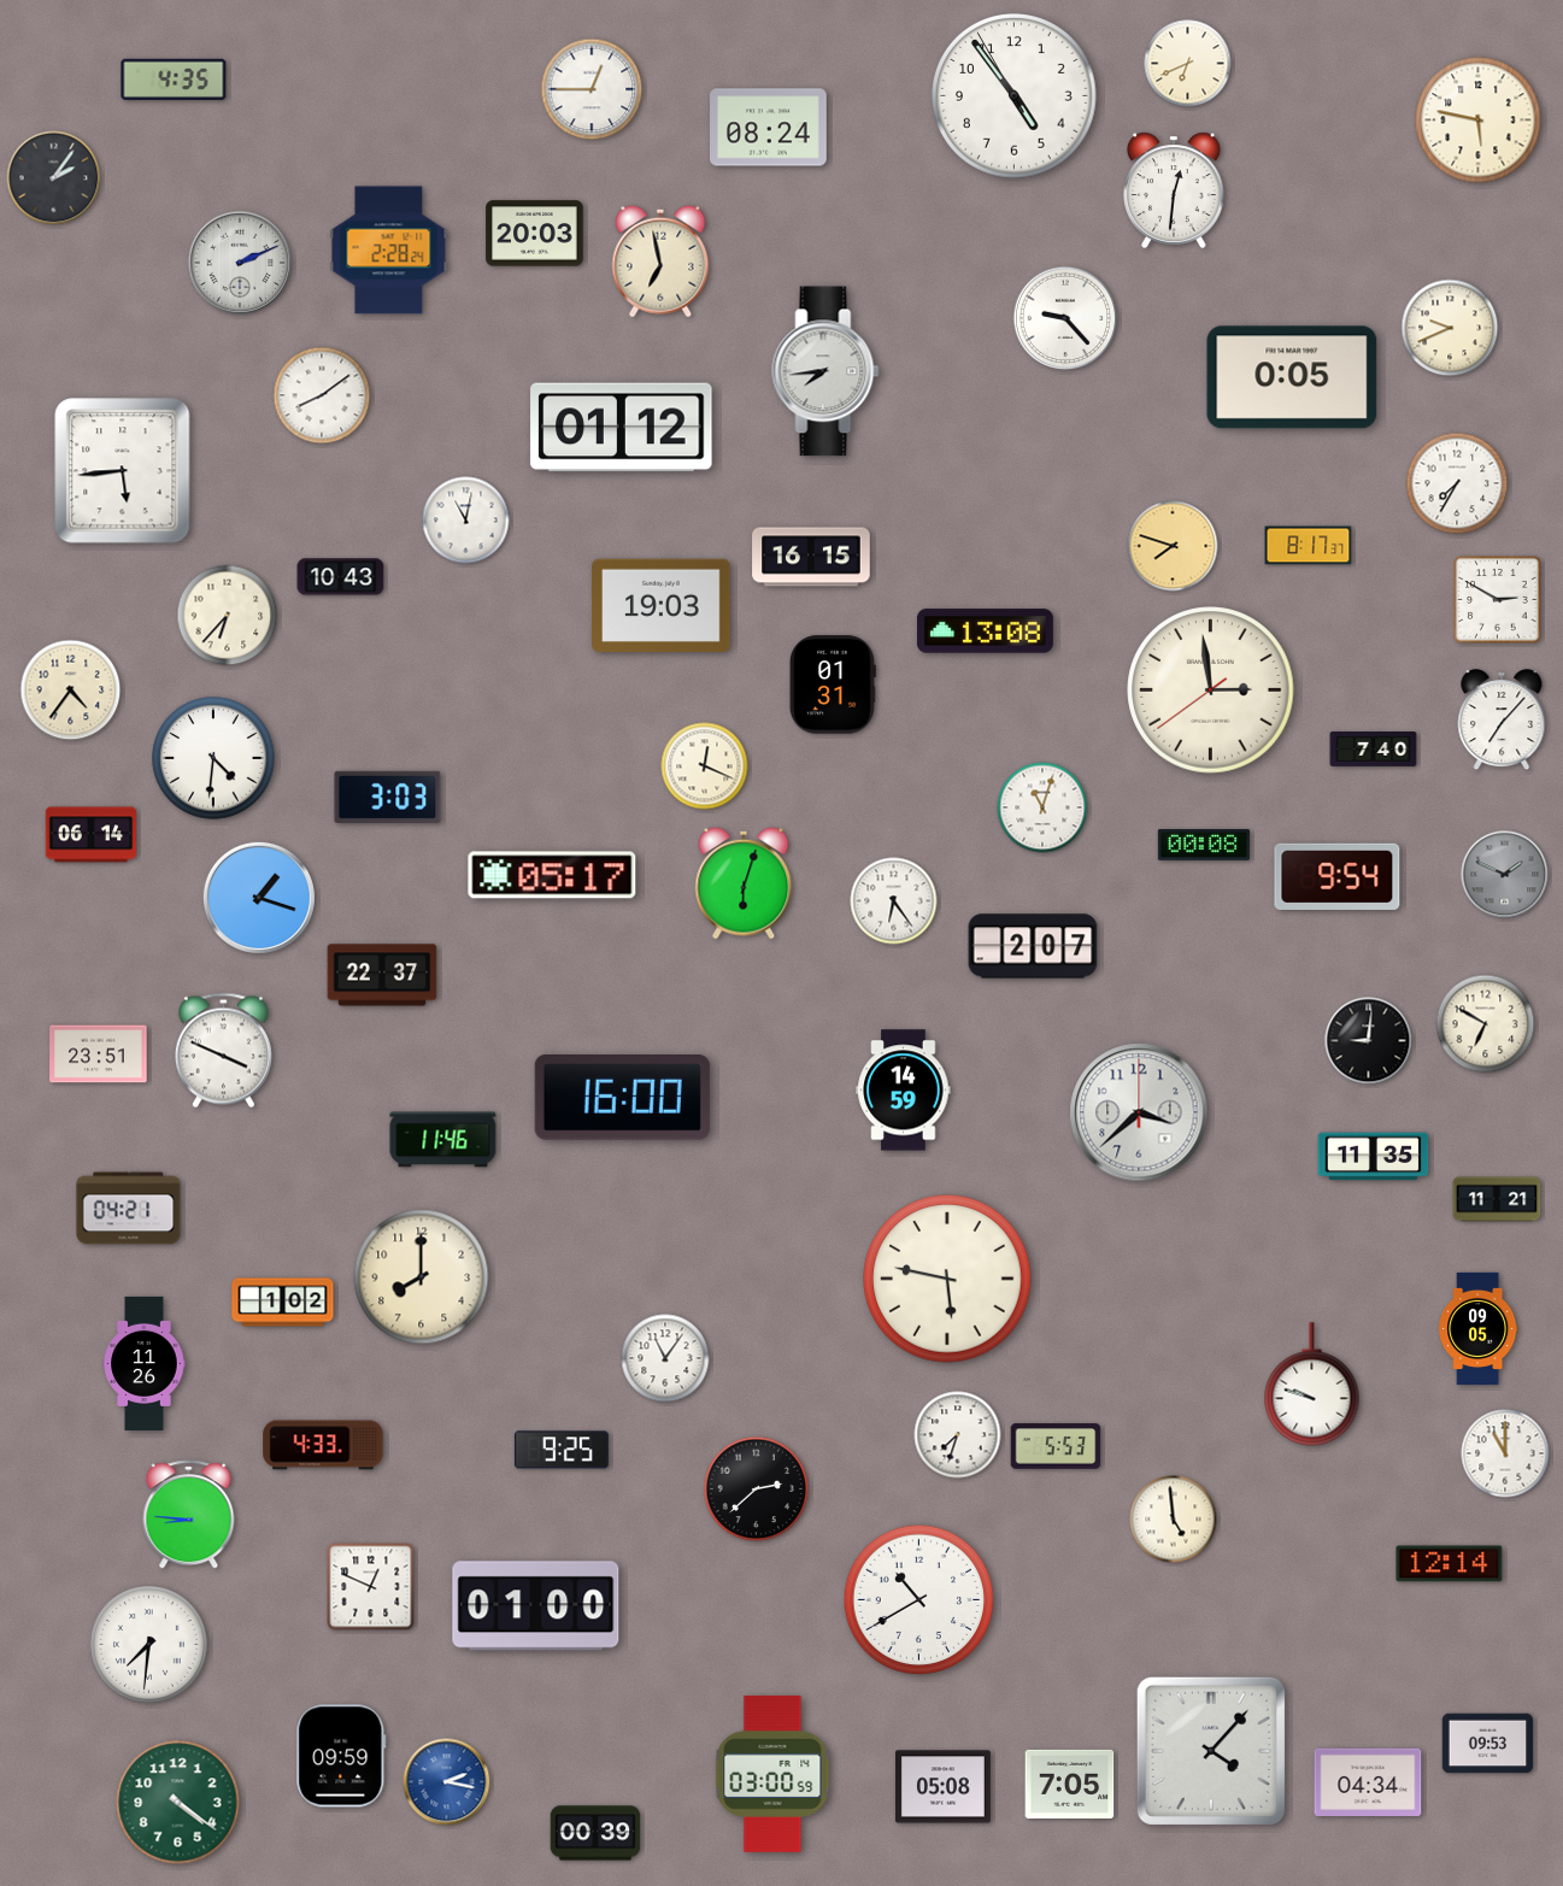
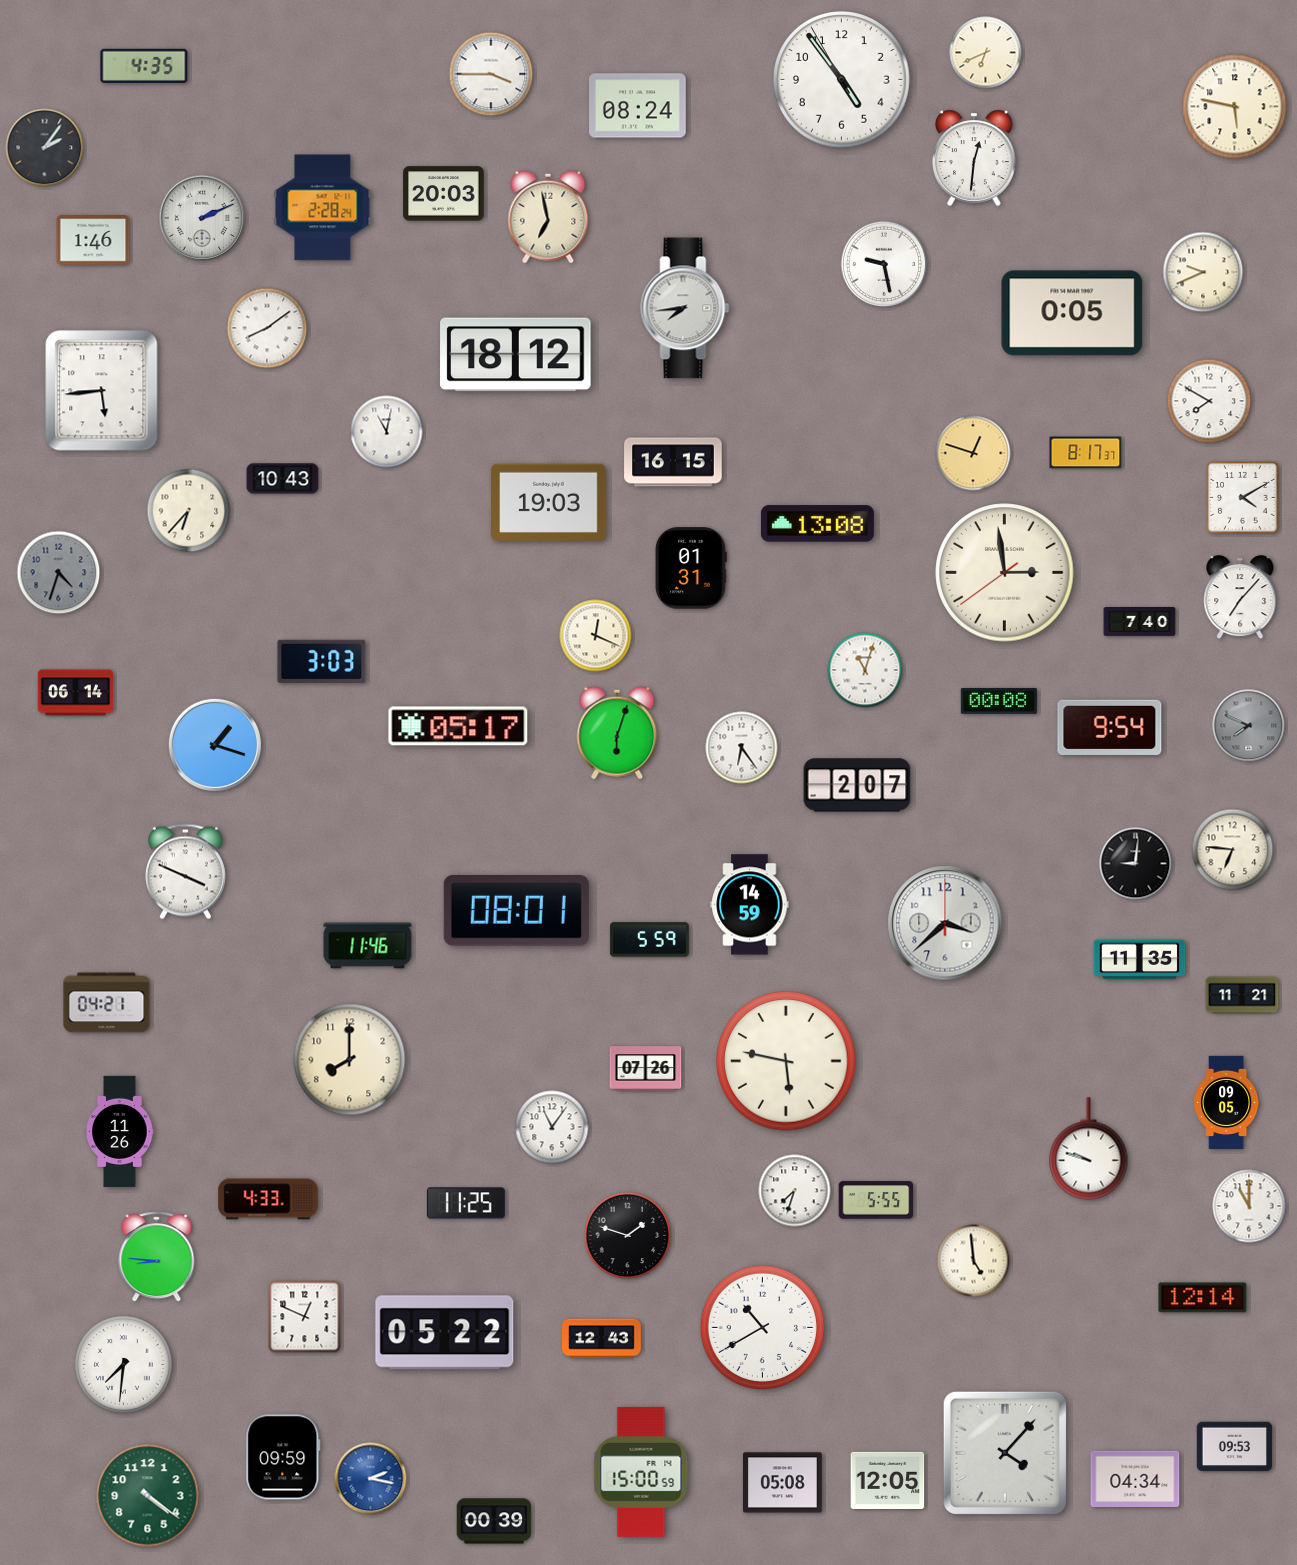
clock at (592, 89): 12:45 -> 3:45
clock at (1479, 121) position: (1479, 121) -> (1235, 107)
clock at (240, 263) position: (240, 263) -> (202, 218)
clock at (93, 240): none -> 1:46
clock at (1065, 318): 9:23 -> 9:28
clock at (622, 428): 01:12 -> 18:12
clock at (1457, 483): 7:35 -> 7:50
clock at (1173, 546): 7:48 -> 12:48
clock at (1498, 600): 2:50 -> 4:10
clock at (71, 691): 4:36 -> 4:33
clock at (71, 691) dial: cream -> grey
clock at (1502, 721) position: (1502, 721) -> (1240, 598)
clock at (213, 758): 4:31 -> none
clock at (705, 766) position: (705, 766) -> (596, 636)
clock at (1505, 875): 1:49 -> 7:49
clock at (382, 975): 22:37 -> none
clock at (1486, 1024): 6:50 -> 6:46
clock at (99, 1054): 23:51 -> none
clock at (622, 1098): 16:00 -> 08:01
clock at (649, 940): none -> 5:59
clock at (646, 1069): none -> 07:26
clock at (283, 1303): 1:02 -> none
clock at (1056, 1446): 5:53 -> 5:55
clock at (562, 1450): 9:25 -> 11:25
clock at (757, 1490): 2:38 -> 1:48
clock at (371, 1587) position: (371, 1587) -> (305, 1317)
clock at (536, 1606): 01:00 -> 05:22
clock at (602, 1339): none -> 12:43
clock at (772, 1774): 03:00 -> 15:00
clock at (1070, 1784): 7:05 -> 12:05
